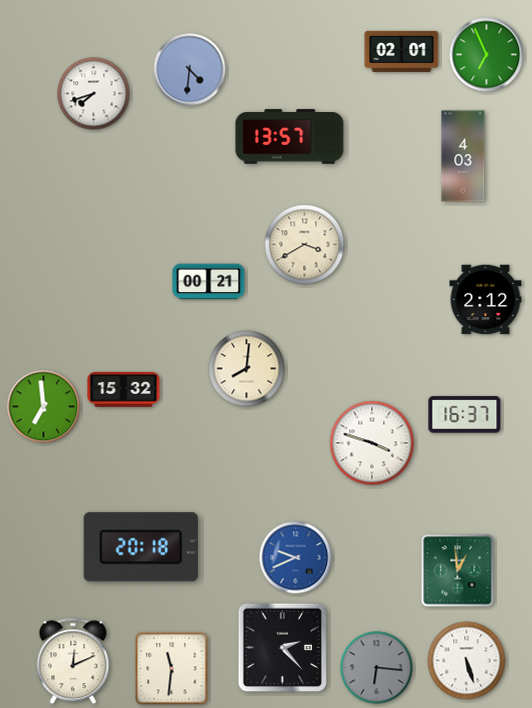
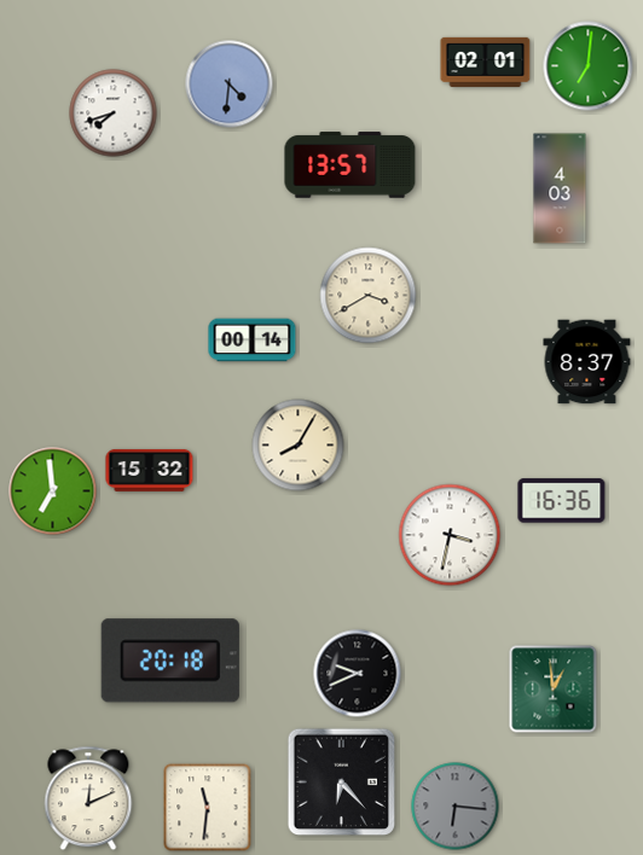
clock at (487, 55): 6:56 -> 7:01
clock at (209, 282): 00:21 -> 00:14
clock at (486, 300): 2:12 -> 8:37
clock at (247, 369): 8:01 -> 8:05
clock at (465, 415): 16:37 -> 16:36
clock at (372, 443): 3:48 -> 3:32
clock at (296, 558) dial: blue -> black
clock at (283, 648): 2:23 -> 6:23
clock at (467, 661): 5:27 -> none
